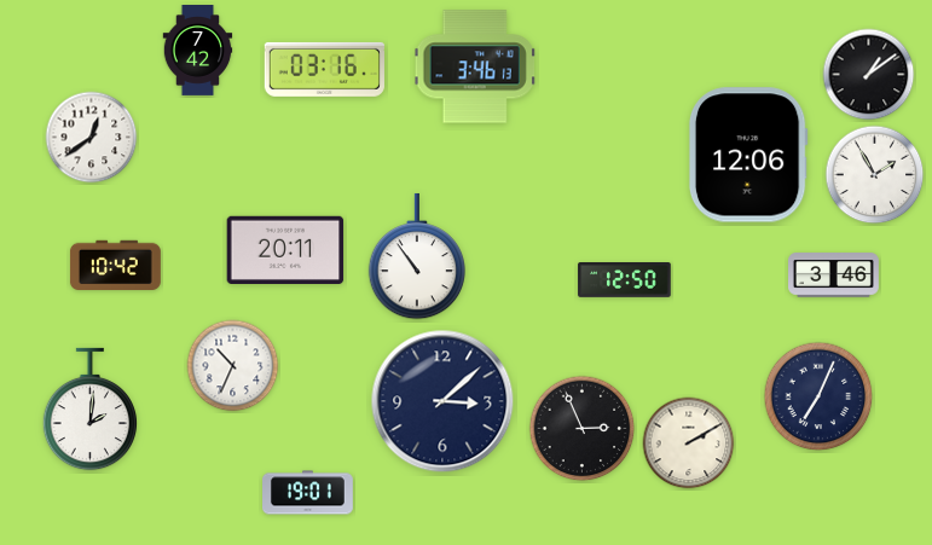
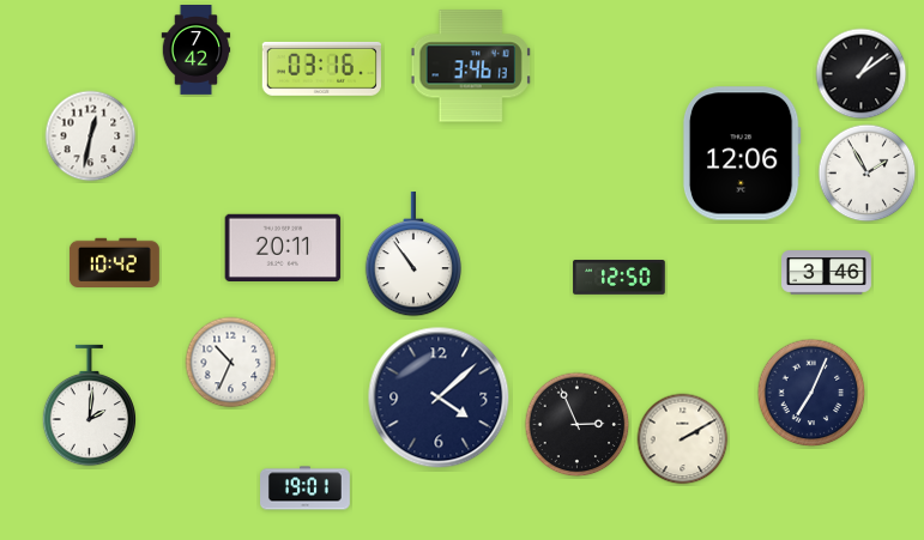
clock at (92, 138): 12:39 -> 12:32
clock at (442, 401): 3:08 -> 4:08
